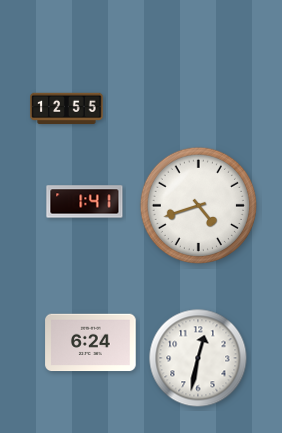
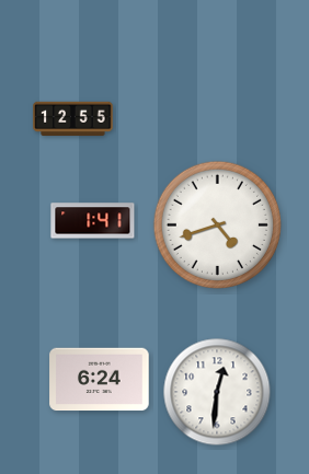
clock at (91, 343) position: (91, 343) -> (100, 380)
clock at (198, 358): 12:32 -> 12:31
